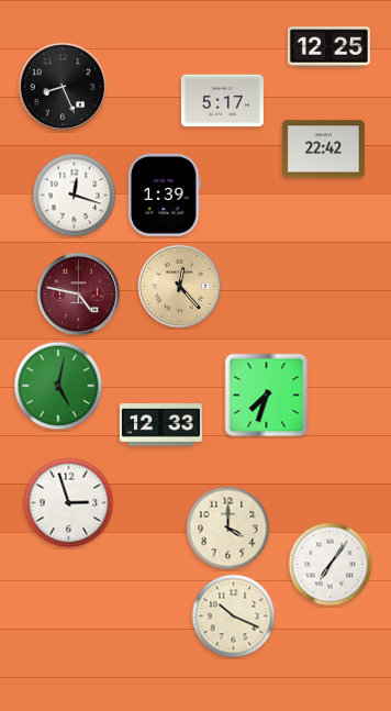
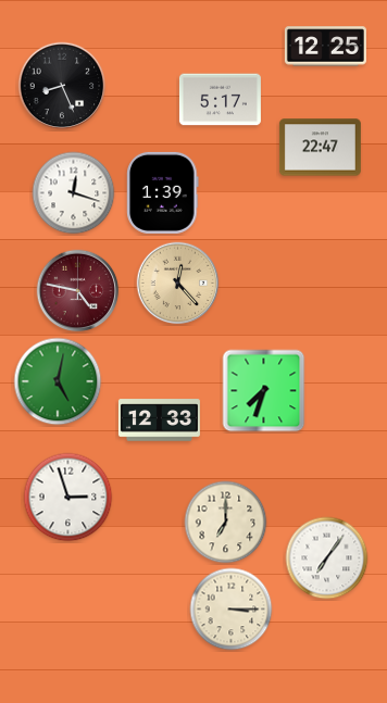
clock at (323, 149): 22:42 -> 22:47
clock at (228, 529): 4:00 -> 7:00
clock at (234, 616): 10:19 -> 3:15
